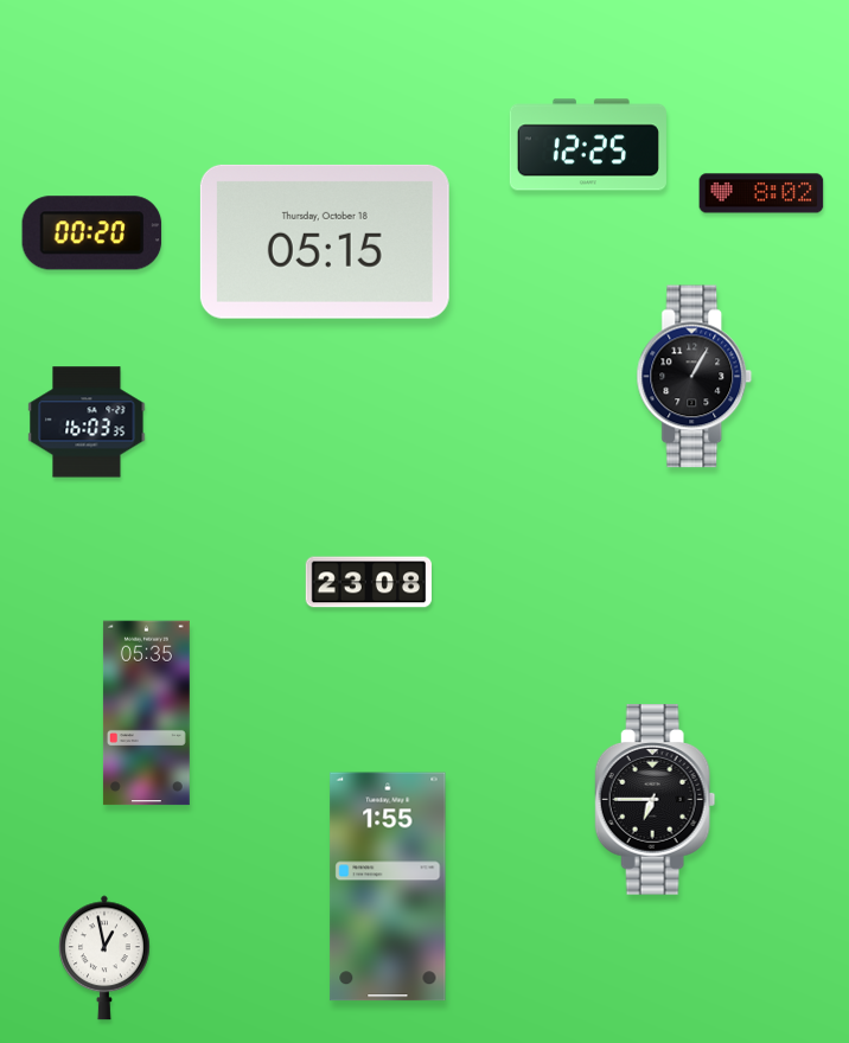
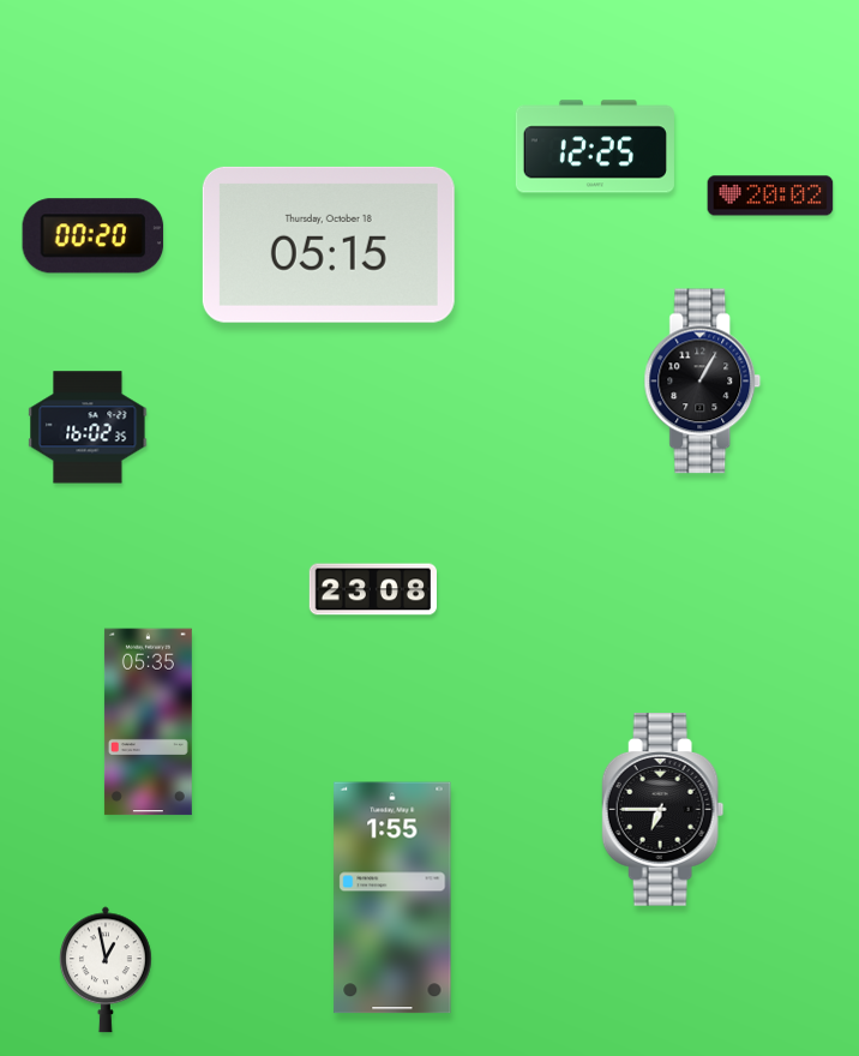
clock at (761, 193): 8:02 -> 20:02
clock at (87, 422): 16:03 -> 16:02
